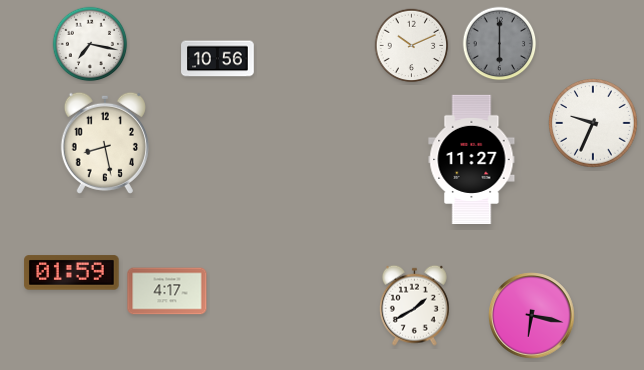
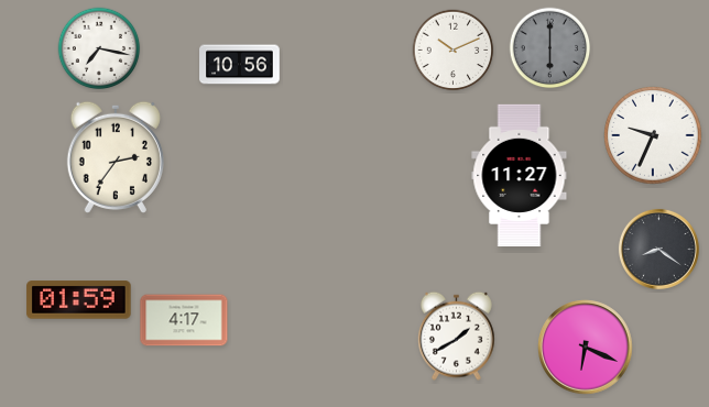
clock at (105, 143): 8:28 -> 2:36
clock at (658, 249): none -> 8:21
clock at (532, 316): 6:17 -> 6:19
